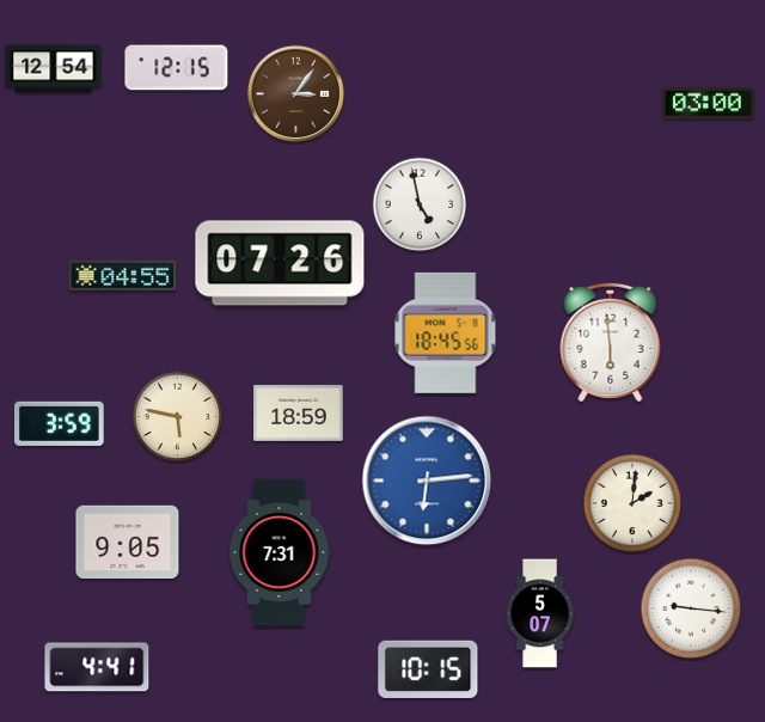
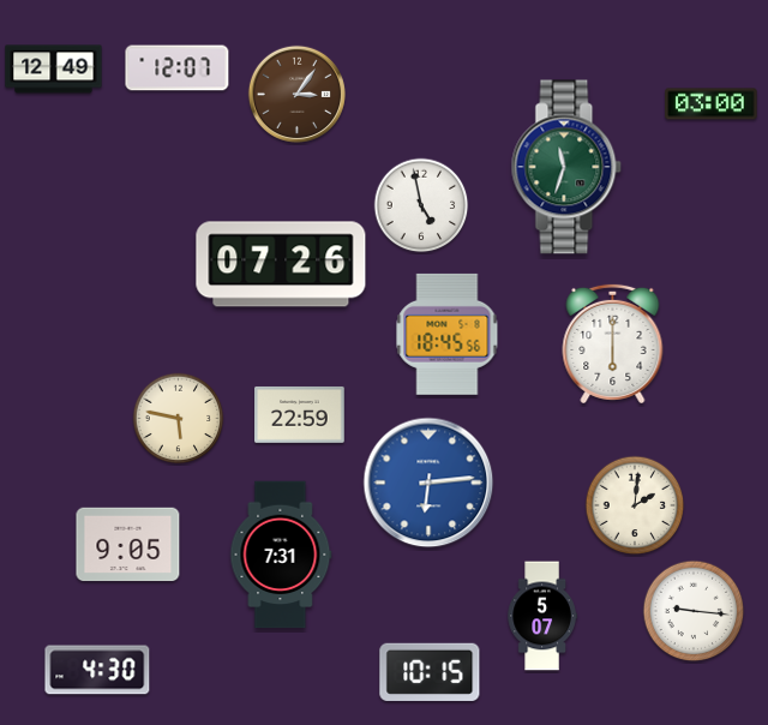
clock at (177, 68): 12:15 -> 12:07
clock at (54, 69): 12:54 -> 12:49
clock at (566, 167): none -> 11:33
clock at (123, 275): 04:55 -> none
clock at (611, 342): 5:59 -> 6:00
clock at (299, 412): 18:59 -> 22:59
clock at (60, 423): 3:59 -> none
clock at (97, 667): 4:41 -> 4:30
